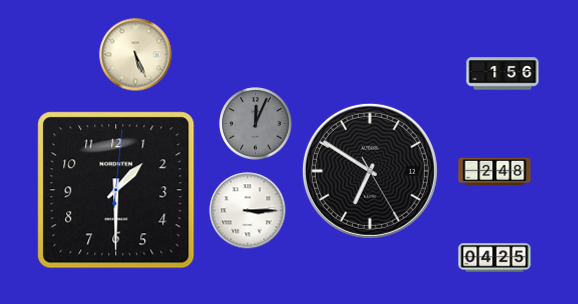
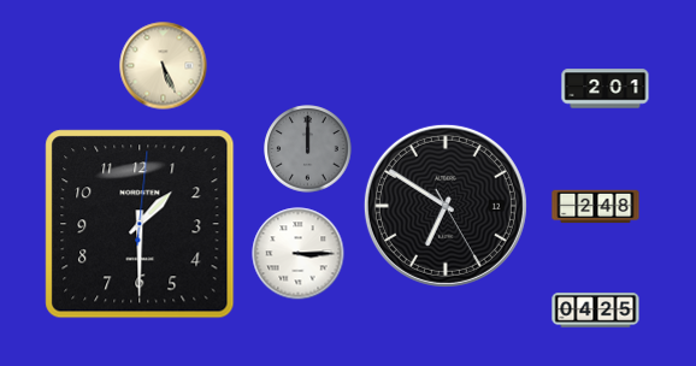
clock at (503, 74): 1:56 -> 2:01
clock at (256, 124): 12:04 -> 12:00
clock at (116, 190) position: (116, 190) -> (140, 224)
